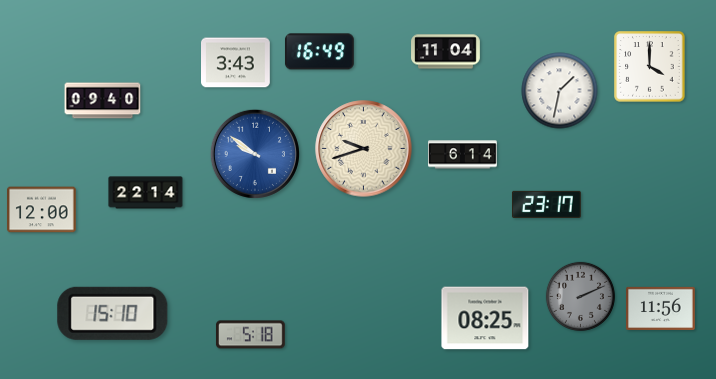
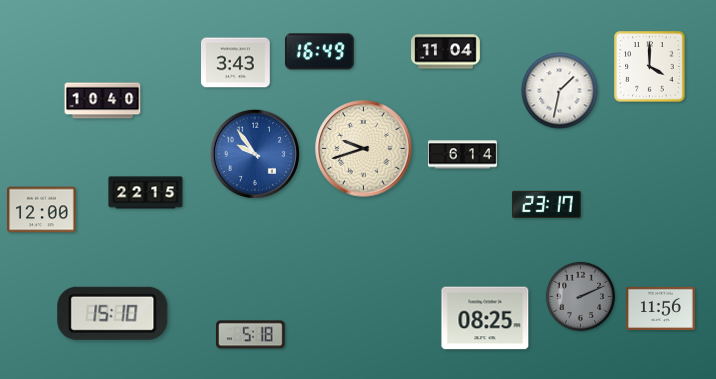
clock at (103, 101): 09:40 -> 10:40
clock at (255, 154): 9:51 -> 9:54
clock at (146, 193): 22:14 -> 22:15
